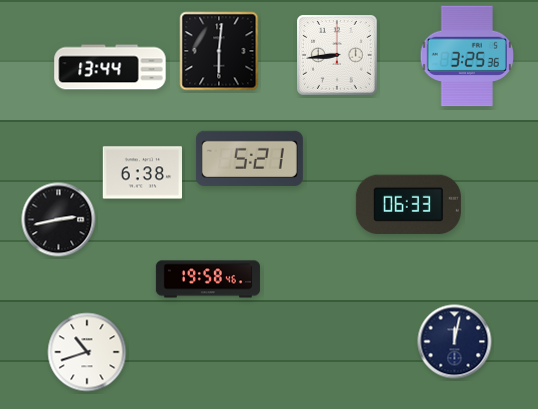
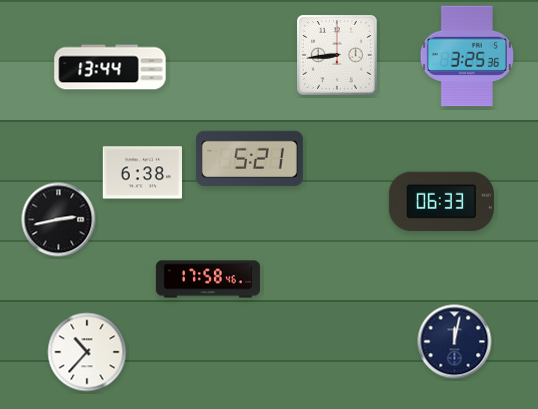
clock at (219, 51): 6:01 -> none
clock at (408, 205) position: (408, 205) -> (441, 202)
clock at (208, 279): 19:58 -> 17:58
clock at (87, 352): 10:42 -> 10:37
